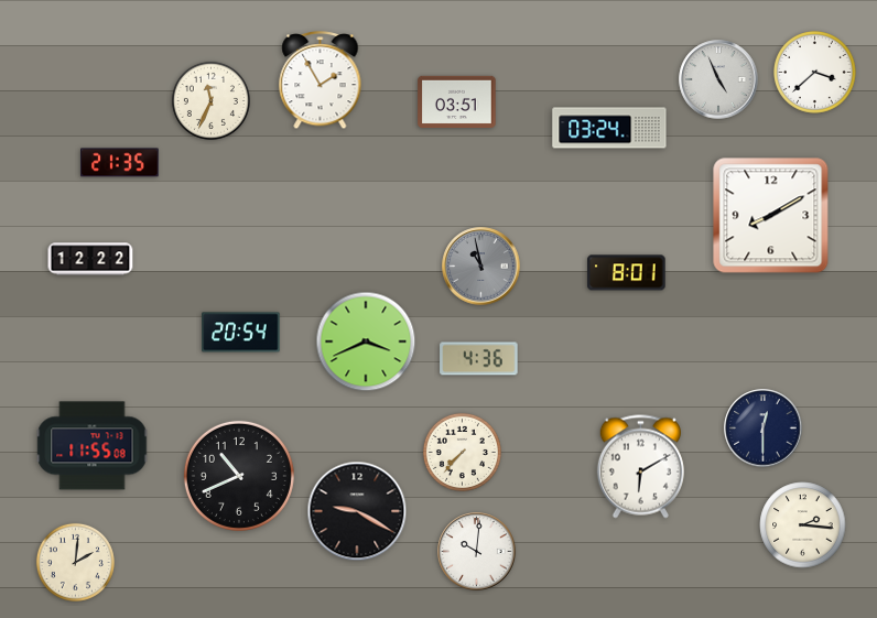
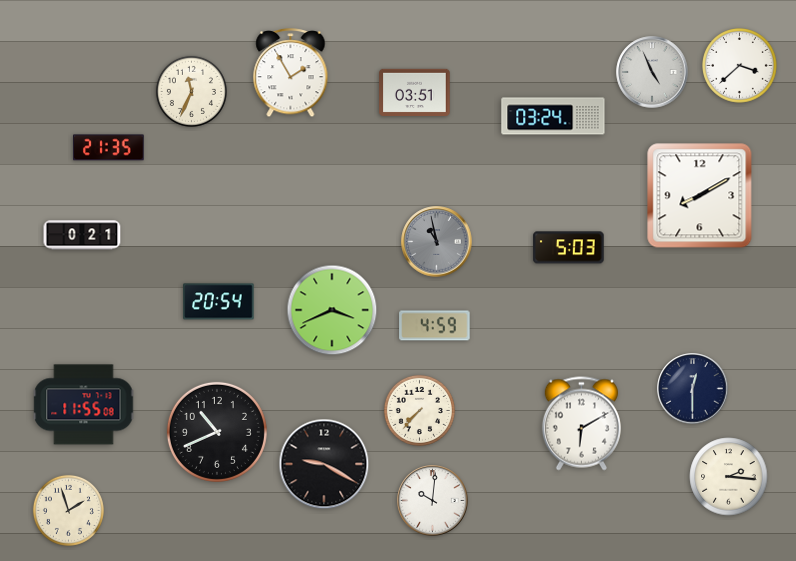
clock at (90, 259): 12:22 -> 0:21
clock at (627, 273): 8:01 -> 5:03
clock at (479, 359): 4:36 -> 4:59
clock at (75, 562): 2:01 -> 1:57
